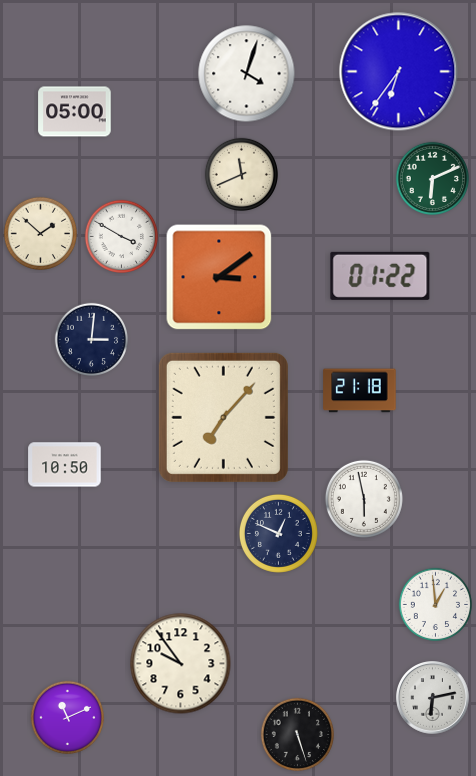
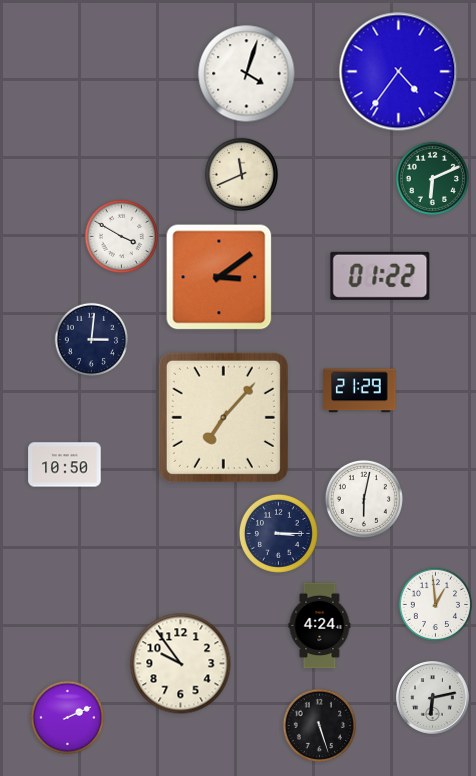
clock at (399, 72): 6:36 -> 4:36
clock at (75, 112): 05:00 -> none
clock at (40, 233): 1:52 -> none
clock at (360, 391): 21:18 -> 21:29
clock at (364, 499): 5:58 -> 6:02
clock at (278, 533): 12:49 -> 3:15
clock at (320, 626): none -> 4:24
clock at (67, 717): 11:11 -> 2:11
clock at (297, 734) position: (297, 734) -> (319, 725)
